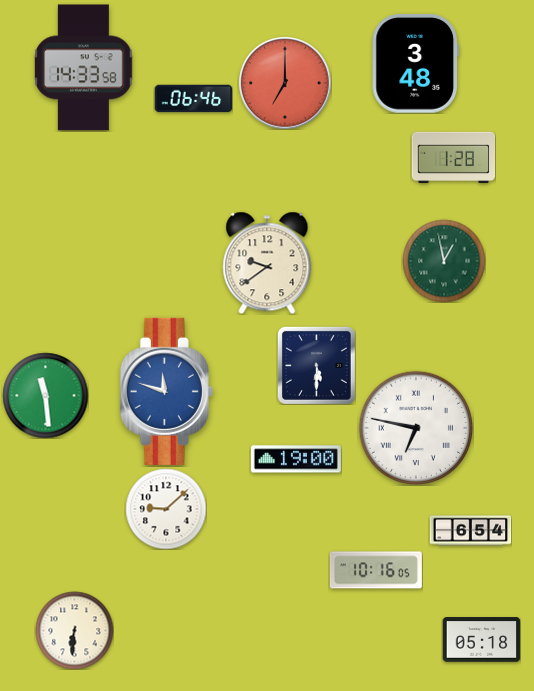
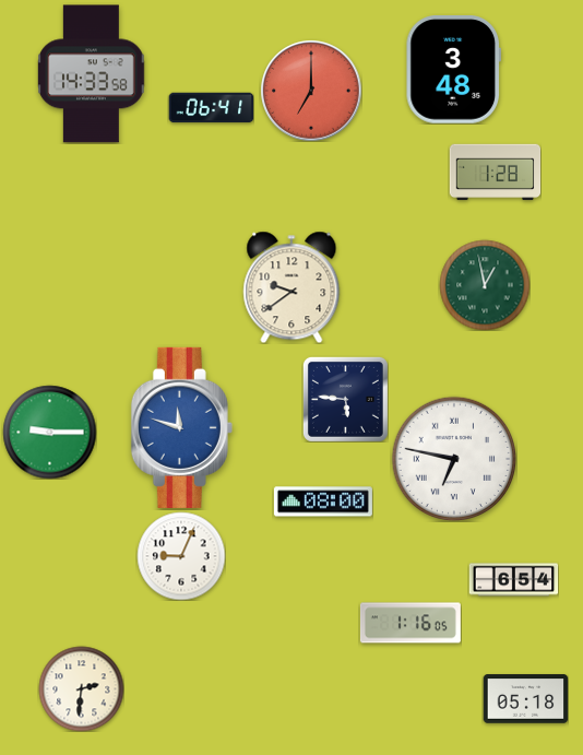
clock at (193, 99): 06:46 -> 06:41
clock at (316, 365): 5:30 -> 5:46
clock at (45, 395): 11:29 -> 9:15
clock at (415, 427) position: (415, 427) -> (453, 458)
clock at (296, 459): 19:00 -> 08:00
clock at (166, 509): 9:08 -> 9:04
clock at (376, 570): 10:16 -> 1:16
clock at (74, 630): 6:31 -> 2:31
